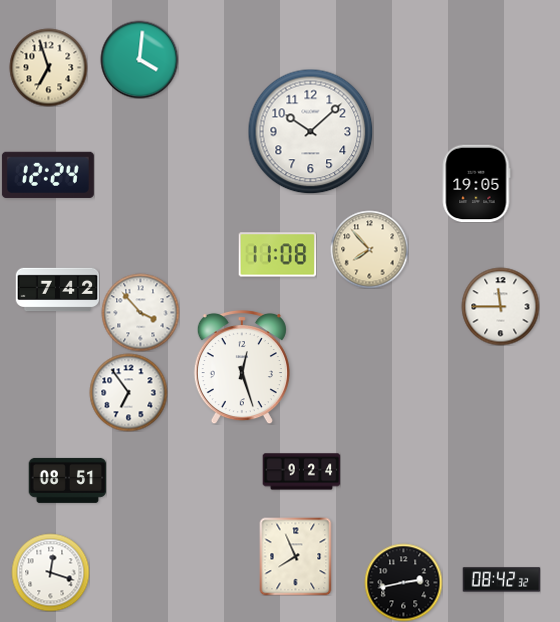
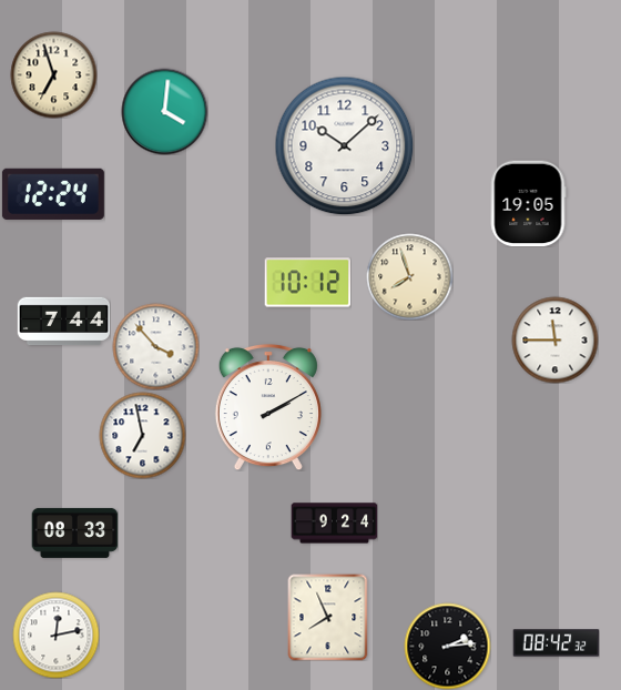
clock at (139, 59) position: (139, 59) -> (164, 111)
clock at (369, 249): 7:53 -> 7:57
clock at (277, 255): 11:08 -> 10:12
clock at (57, 290): 7:42 -> 7:44
clock at (242, 367): 12:27 -> 2:10
clock at (128, 392): 6:54 -> 6:58
clock at (67, 480): 08:51 -> 08:33
clock at (50, 572): 12:18 -> 12:13
clock at (403, 582): 2:43 -> 2:14
